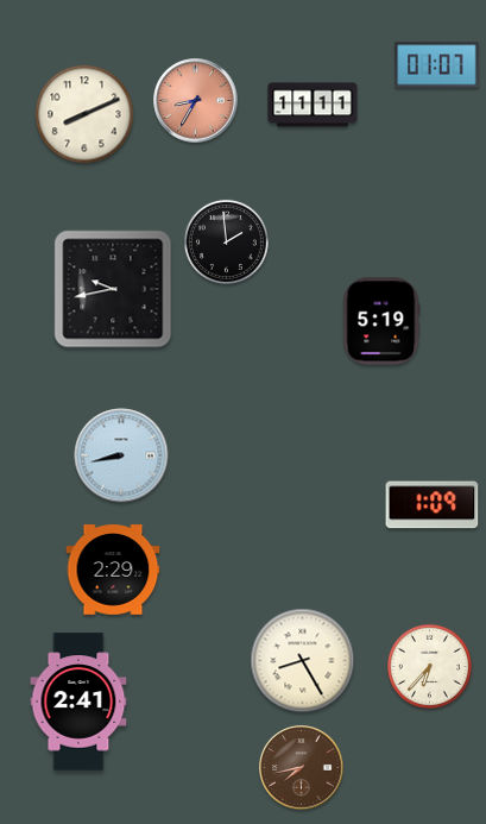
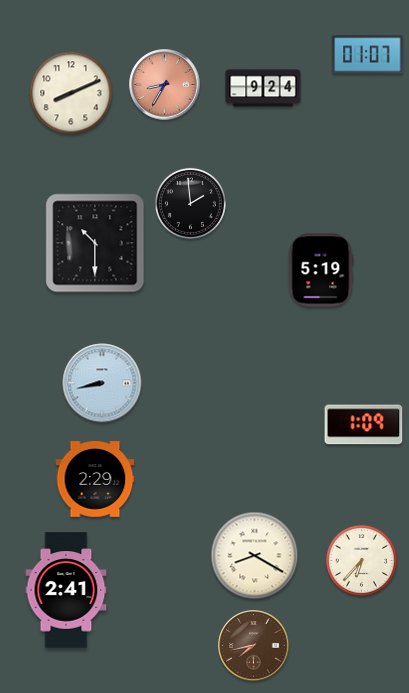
clock at (313, 105): 11:11 -> 9:24
clock at (84, 114) position: (84, 114) -> (71, 93)
clock at (113, 289): 9:43 -> 10:30
clock at (303, 661): 8:25 -> 8:20
